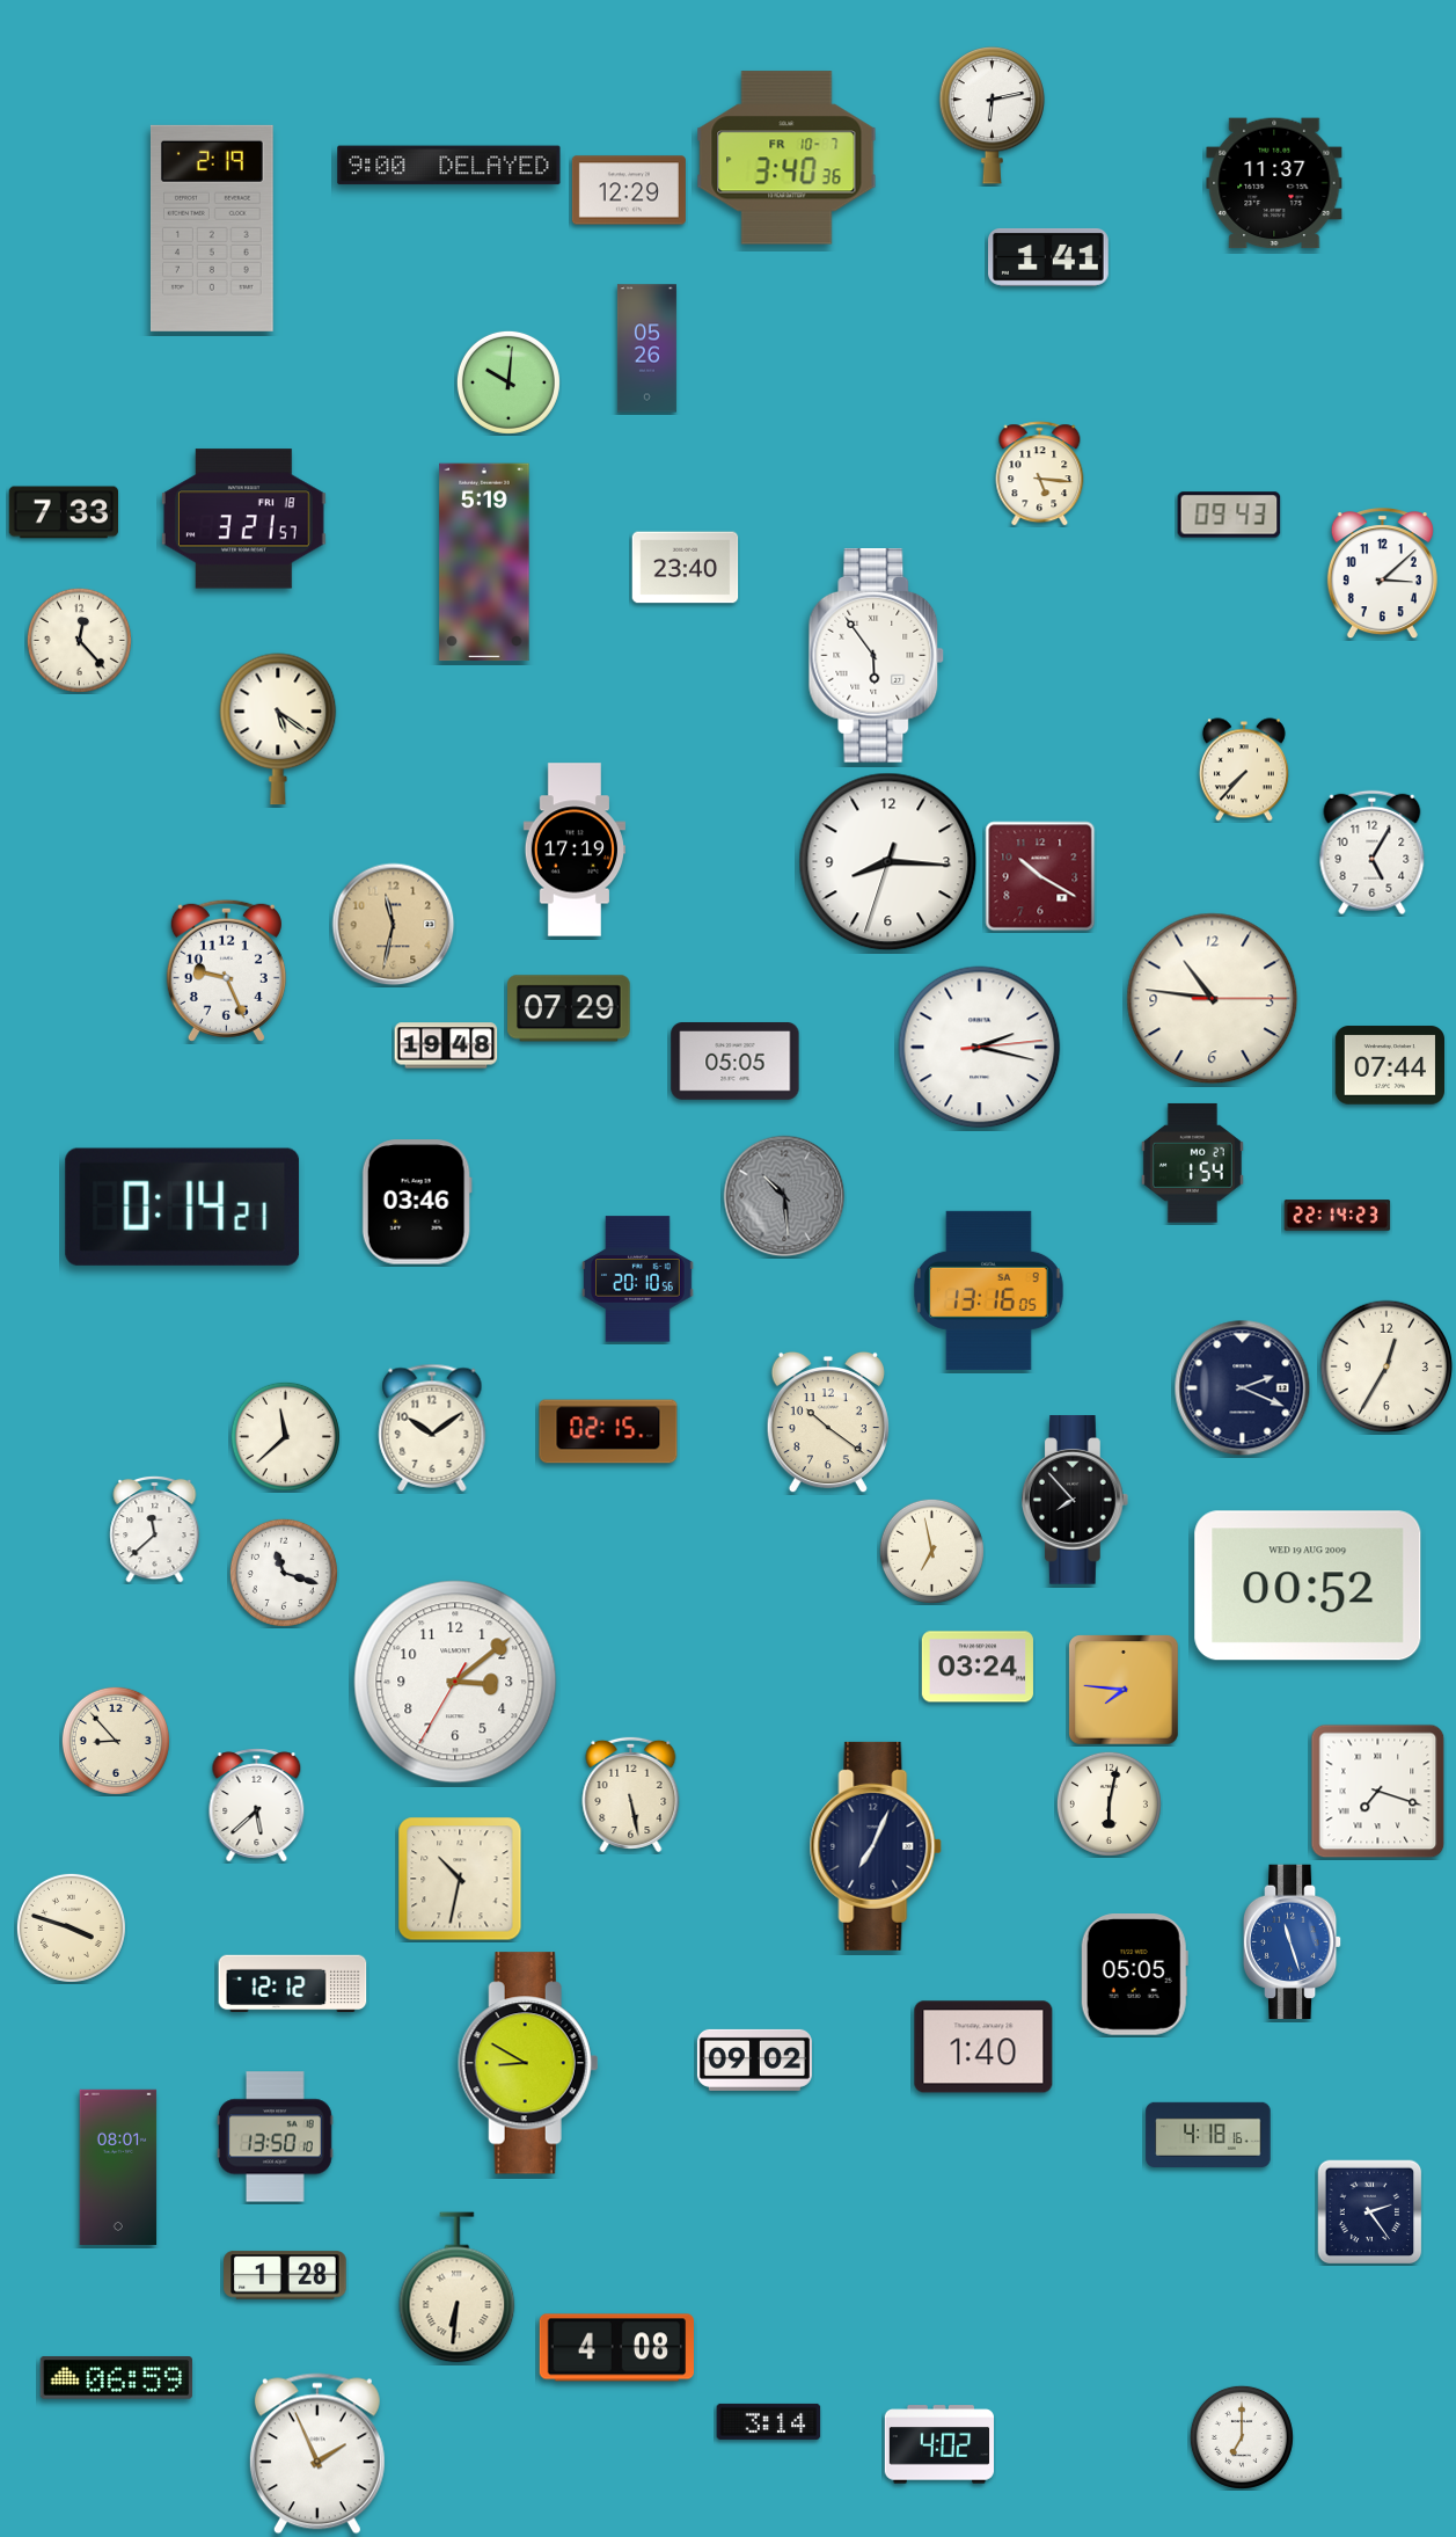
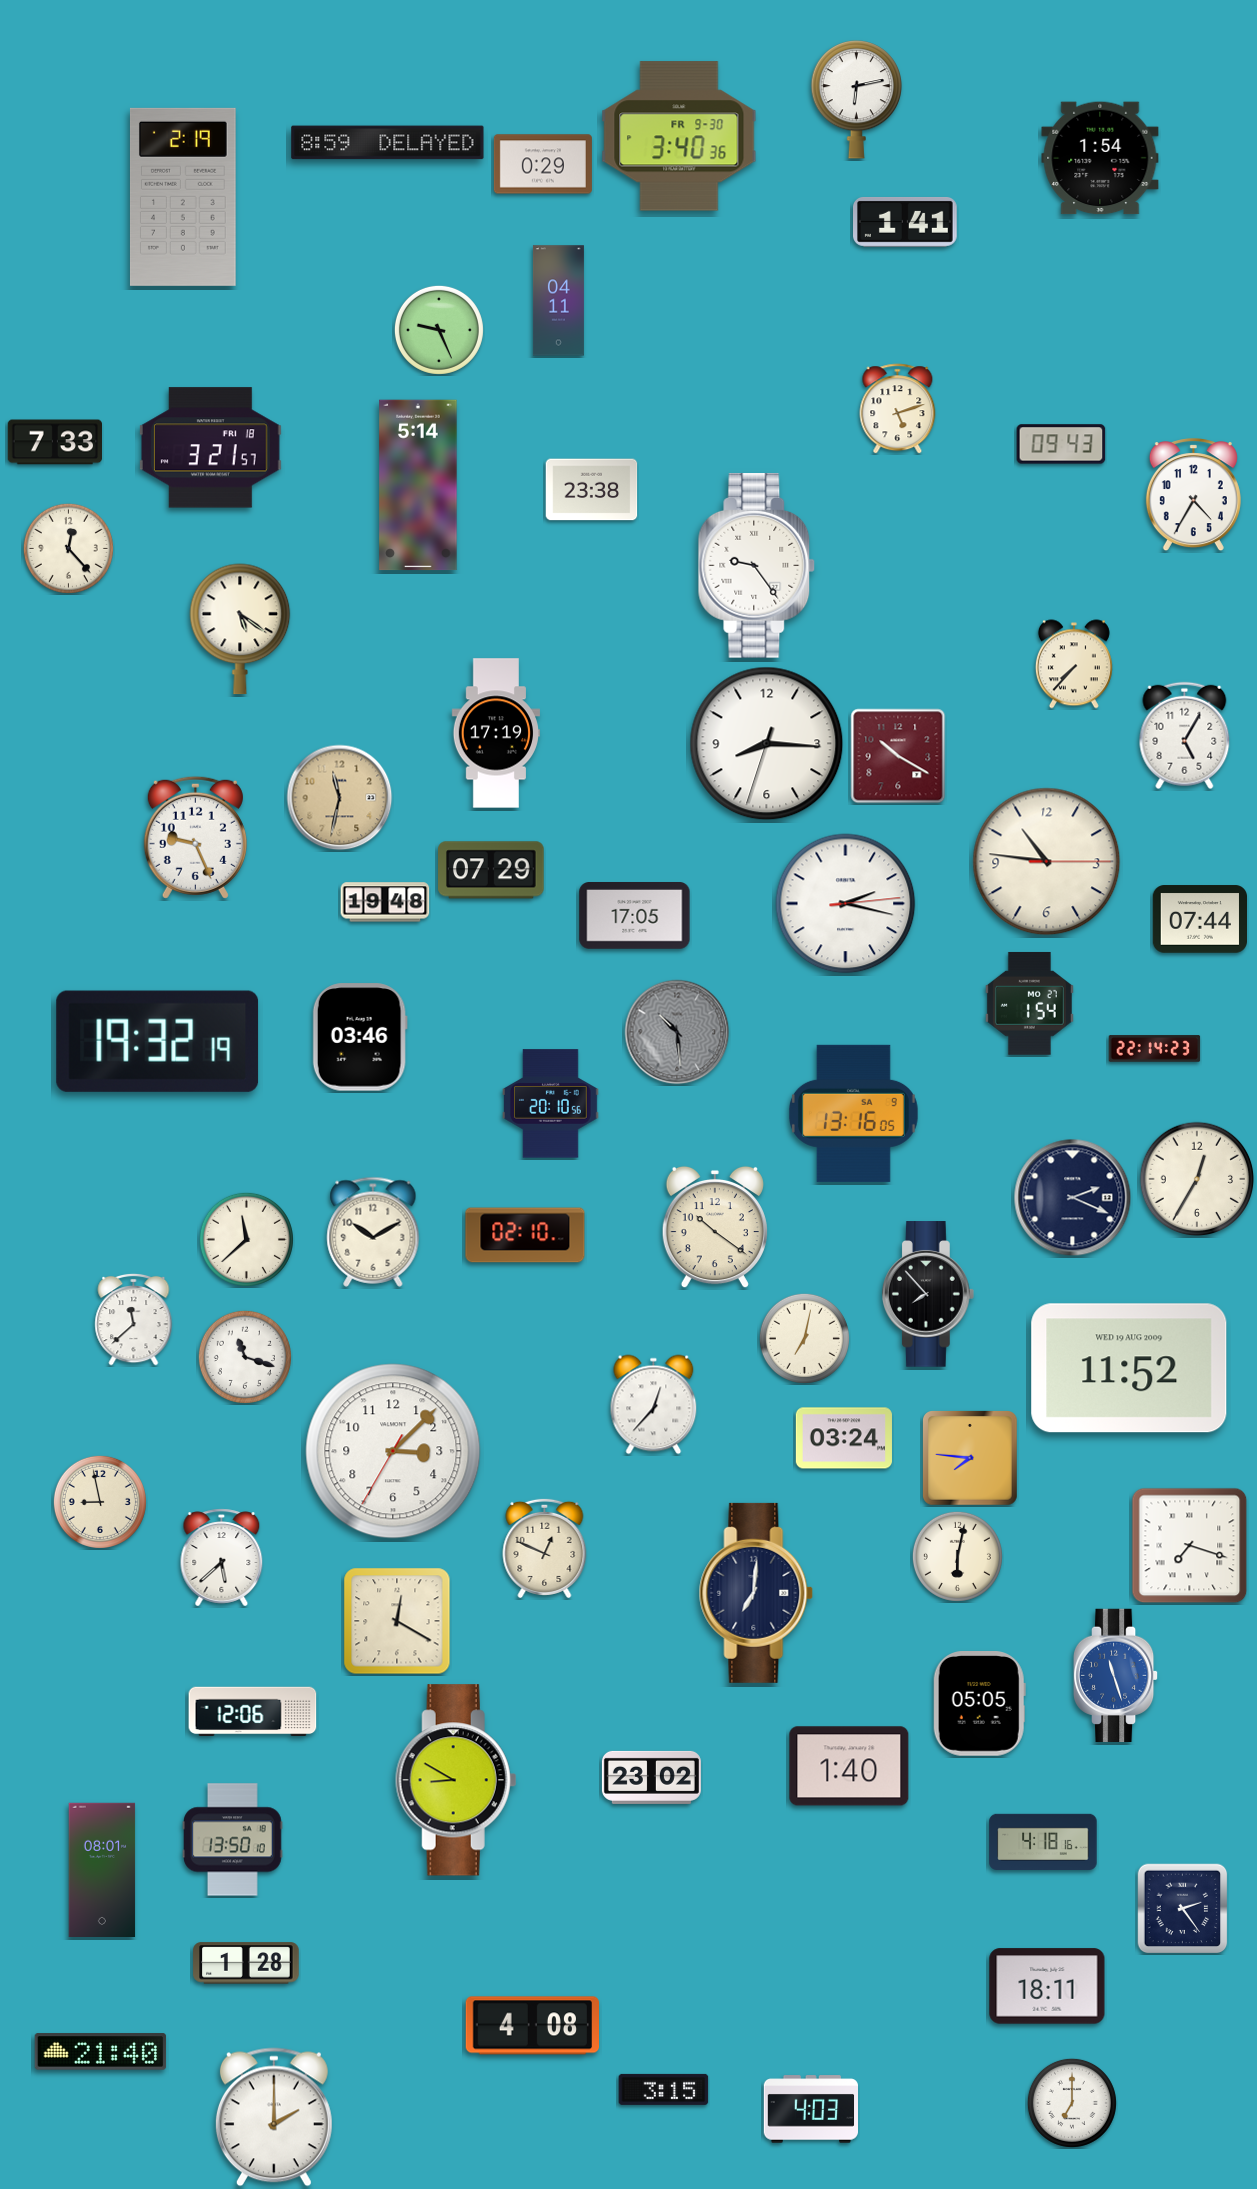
clock at (786, 158) date: FR 10-7 -> FR 9-30
clock at (449, 166): 9:00 -> 8:59
clock at (1274, 183): 11:37 -> 1:54
clock at (629, 190): 12:29 -> 0:29
clock at (646, 349): 05:26 -> 04:11
clock at (508, 382): 10:01 -> 9:26
clock at (1040, 474): 5:16 -> 5:12
clock at (484, 562): 5:19 -> 5:14
clock at (686, 568): 23:40 -> 23:38
clock at (1382, 574): 3:08 -> 4:35
clock at (79, 640) position: (79, 640) -> (68, 548)
clock at (877, 656): 5:54 -> 9:24
clock at (736, 1062): 05:05 -> 17:05
clock at (183, 1206): 0:14 -> 19:32
clock at (432, 1428): 10:09 -> 10:10
clock at (608, 1431): 02:15 -> 02:10
clock at (931, 1551): 6:58 -> 7:02
clock at (1308, 1585): 00:52 -> 11:52
clock at (654, 1405): none -> 12:37
clock at (455, 1682): 3:08 -> 3:07
clock at (116, 1741): 8:53 -> 8:58
clock at (631, 1794): 5:28 -> 12:49
clock at (876, 1846): 7:04 -> 7:01
clock at (460, 1879): 10:32 -> 12:20
clock at (71, 1927): 3:48 -> none
clock at (293, 1984): 12:12 -> 12:06
clock at (754, 2060): 09:02 -> 23:02
clock at (276, 2137) position: (276, 2137) -> (233, 1840)
clock at (458, 2288): 6:31 -> none
clock at (1047, 1986): none -> 18:11
clock at (117, 2378): 06:59 -> 21:40
clock at (769, 2421): 3:14 -> 3:15
clock at (938, 2444): 4:02 -> 4:03
clock at (317, 2454): 1:56 -> 2:00
